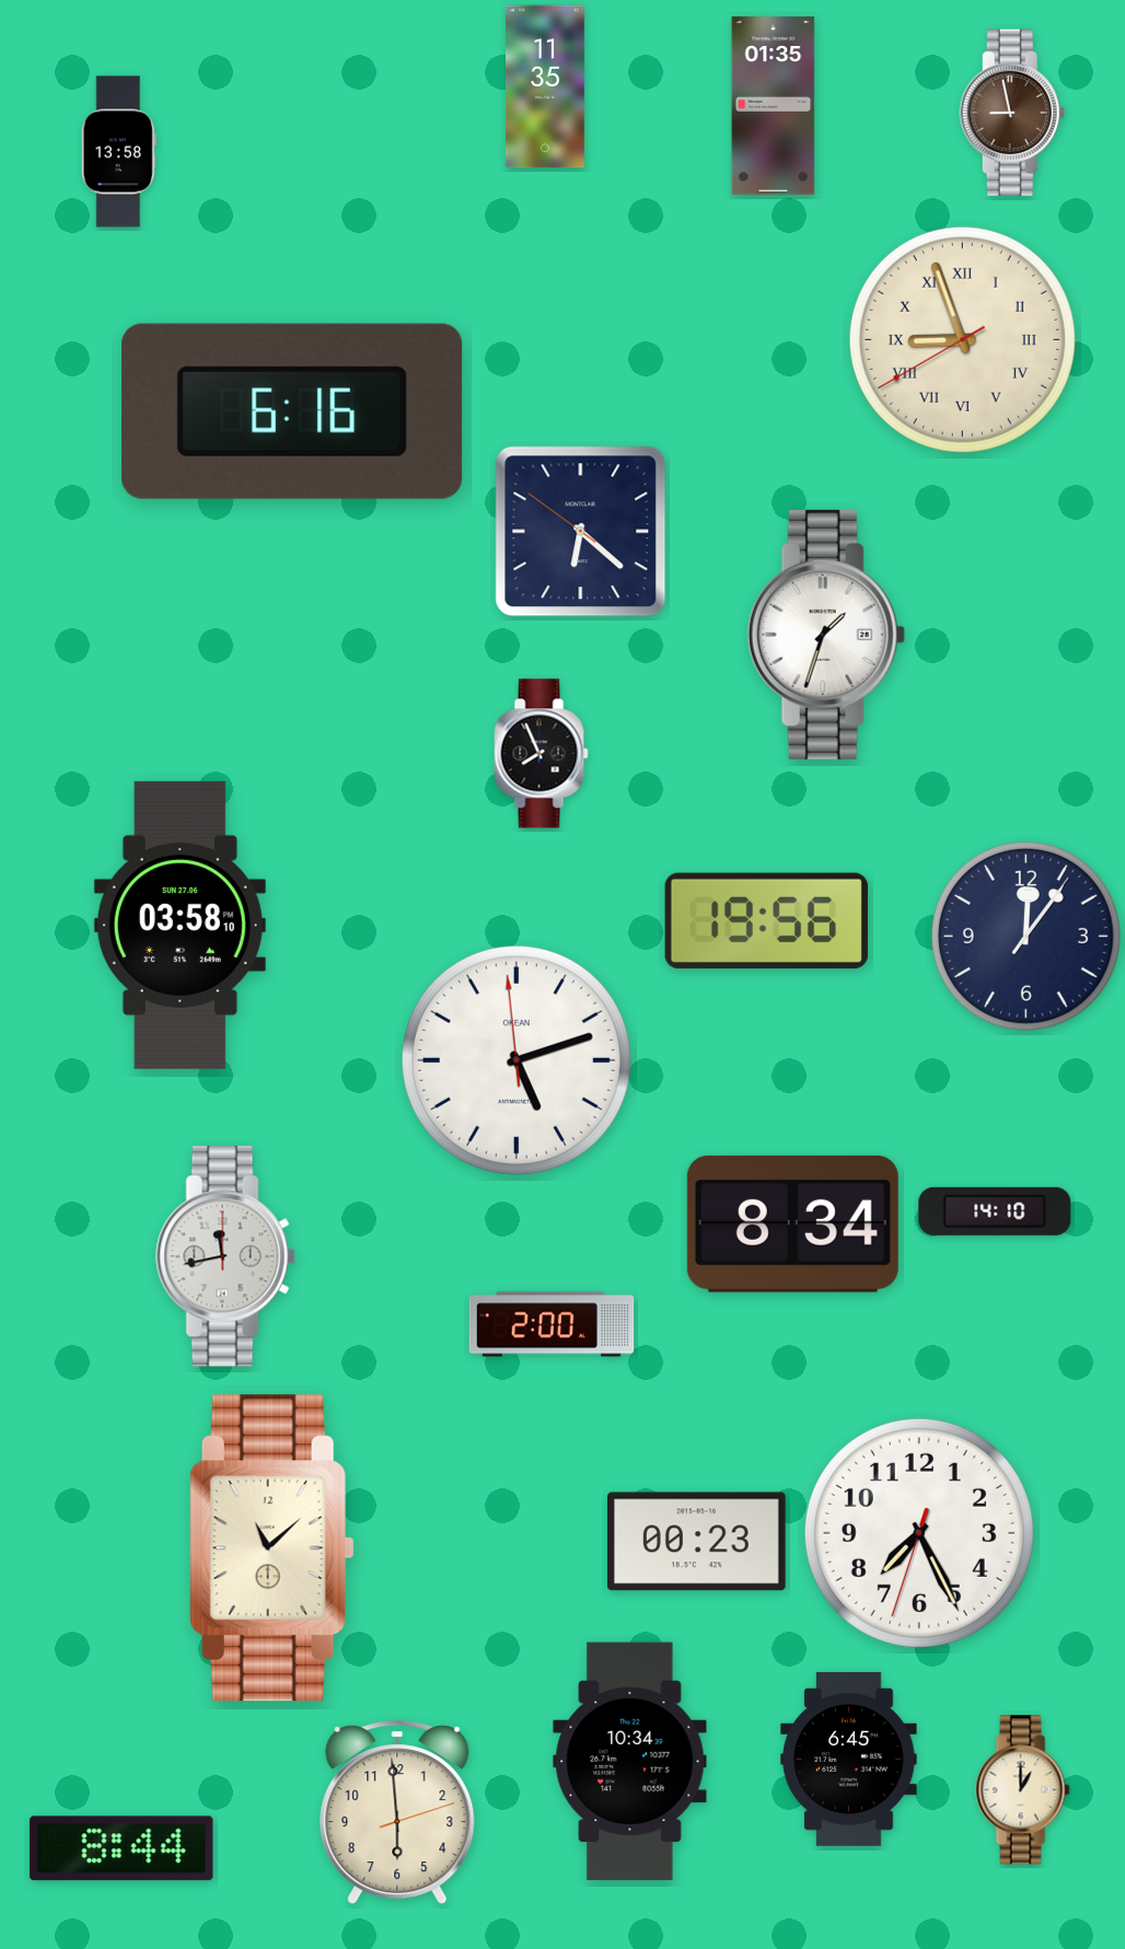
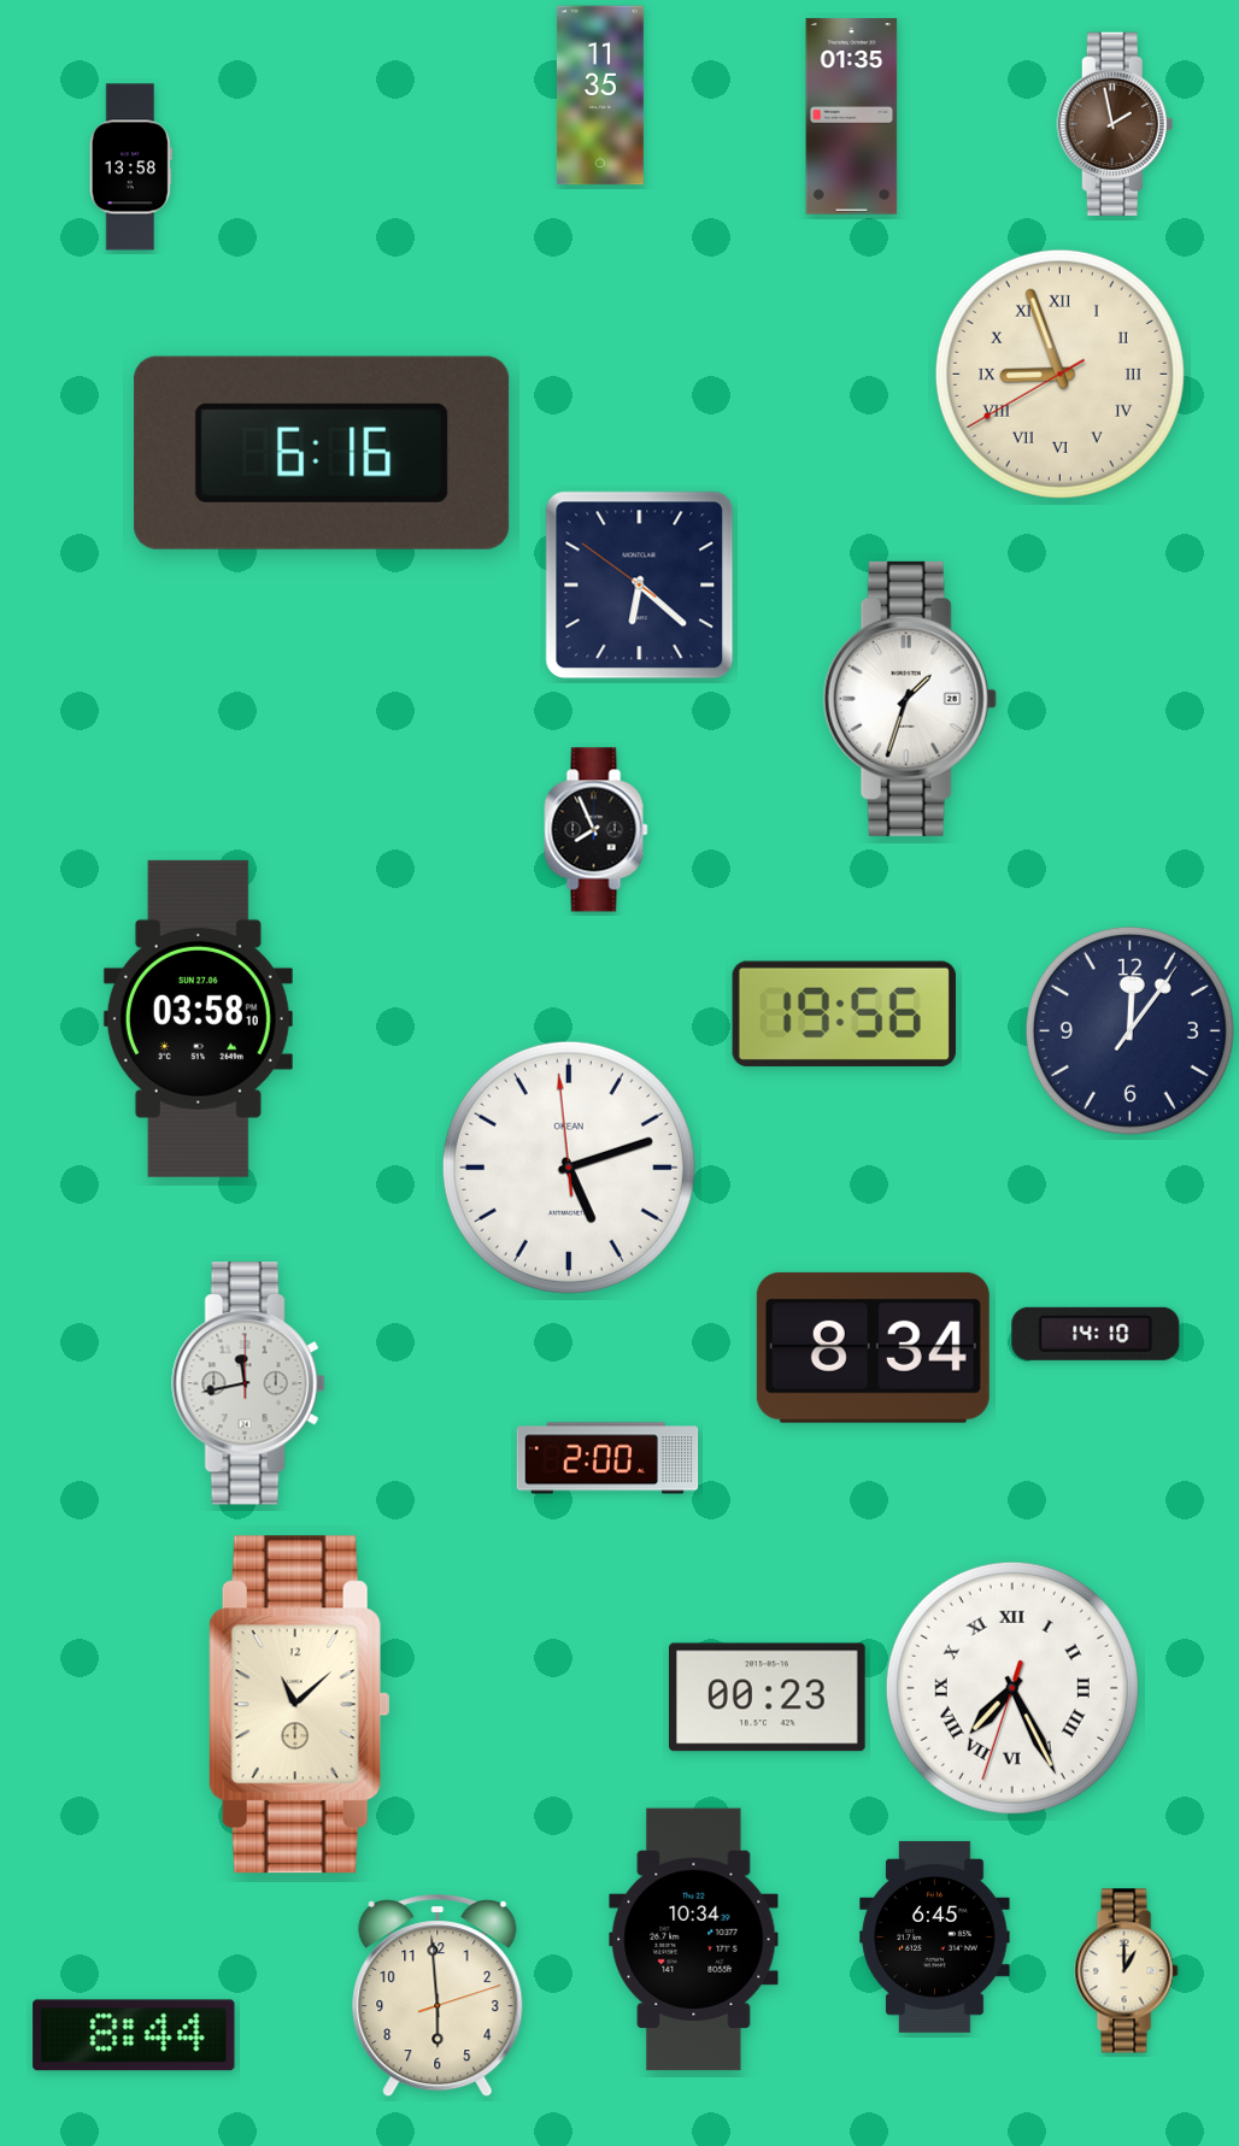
clock at (1012, 113): 8:58 -> 1:58
clock at (919, 1533) numerals: Arabic -> Roman
